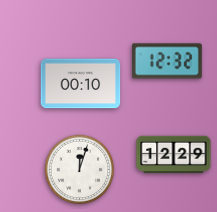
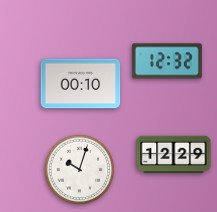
clock at (80, 170): 12:03 -> 10:03
